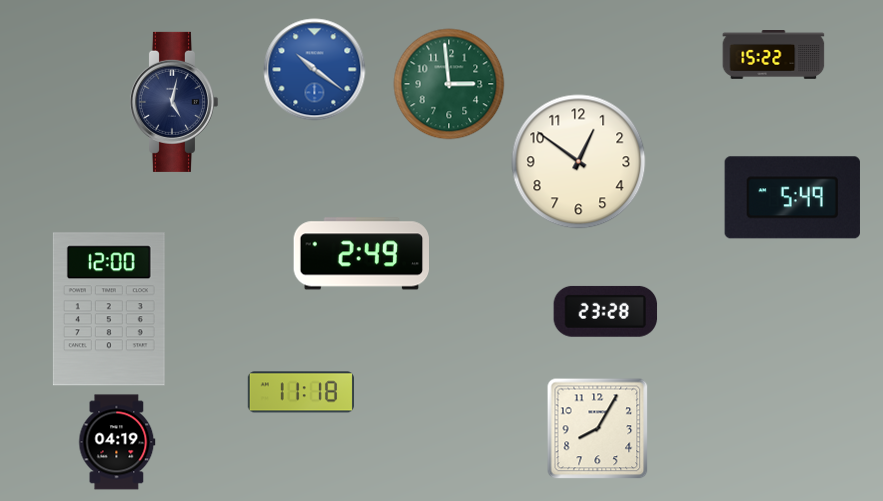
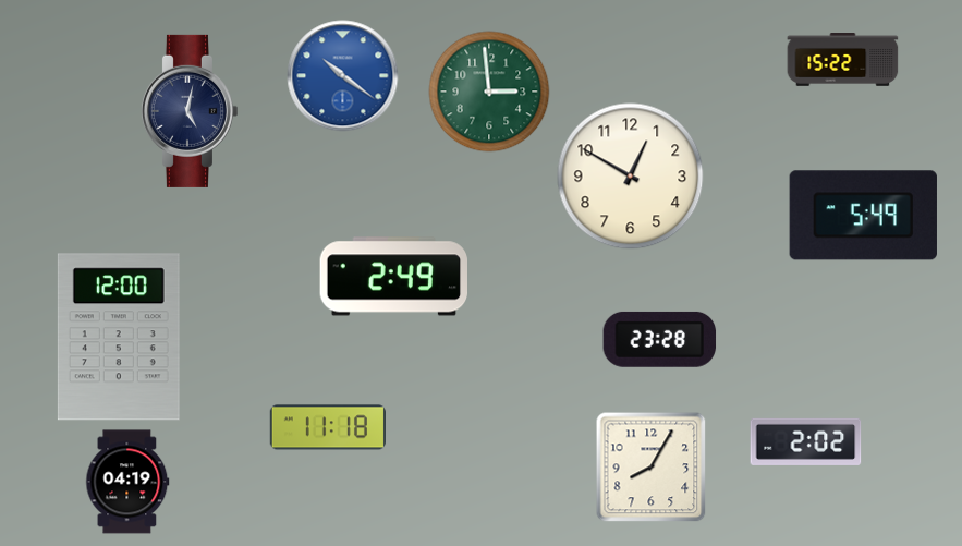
clock at (579, 162): 12:51 -> 12:50
clock at (806, 441): none -> 2:02
